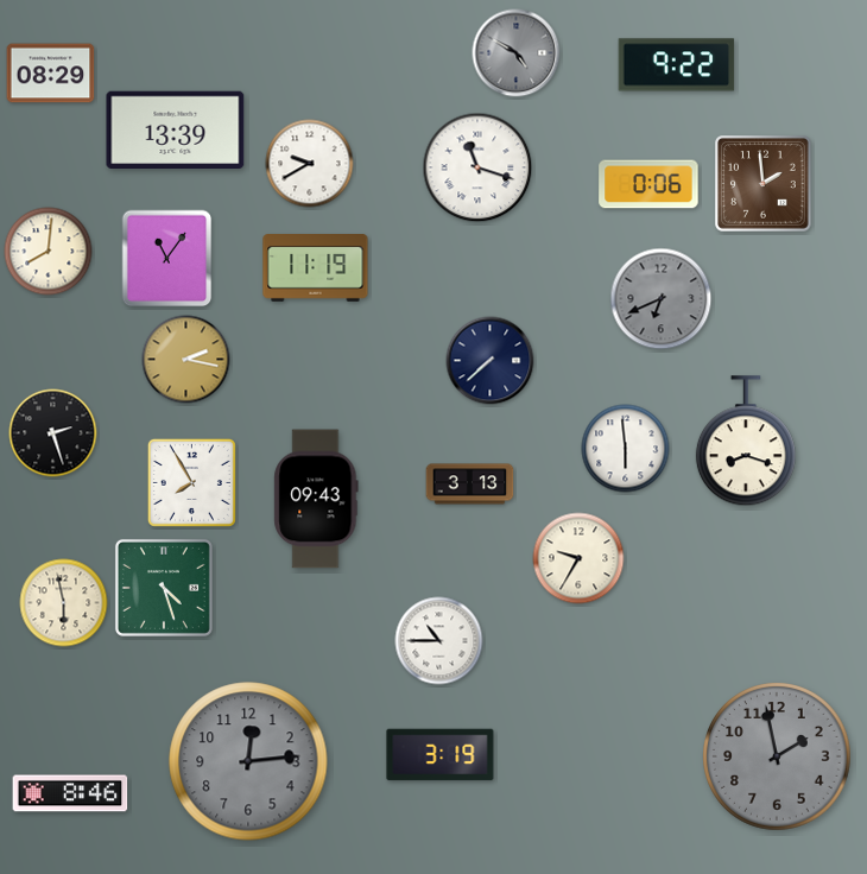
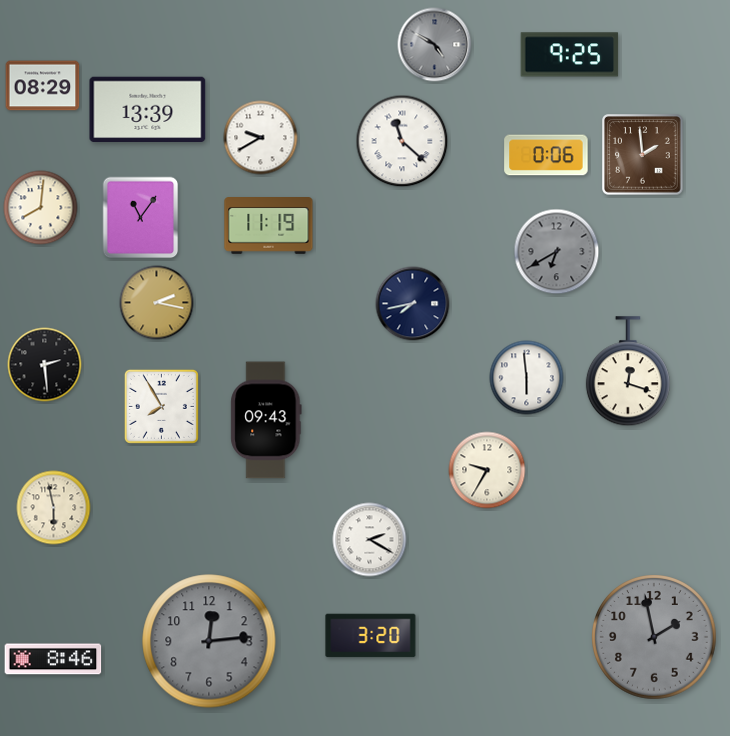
clock at (677, 65): 9:22 -> 9:25
clock at (51, 74) position: (51, 74) -> (43, 86)
clock at (477, 167): 11:18 -> 11:22
clock at (49, 252) position: (49, 252) -> (41, 208)
clock at (316, 268) position: (316, 268) -> (269, 226)
clock at (662, 299): 6:41 -> 6:40
clock at (491, 361): 7:38 -> 7:43
clock at (53, 433): 2:27 -> 2:29
clock at (746, 442): 8:18 -> 12:18
clock at (470, 484): 3:13 -> none
clock at (164, 588): 4:27 -> none
clock at (439, 641): 10:45 -> 2:20
clock at (441, 755): 3:19 -> 3:20
clock at (70, 793) position: (70, 793) -> (53, 659)
